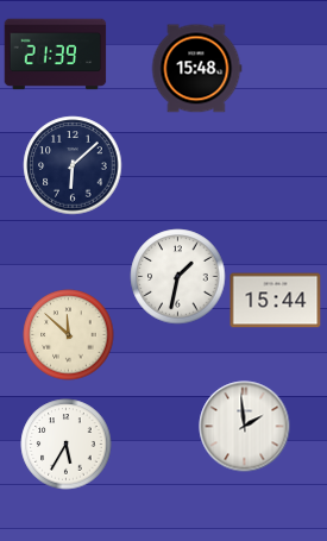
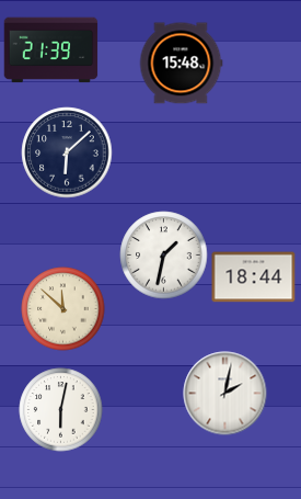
clock at (276, 301): 15:44 -> 18:44
clock at (245, 427): 1:59 -> 2:02
clock at (67, 445): 5:35 -> 6:02
